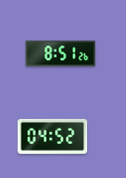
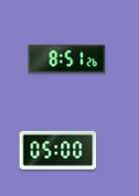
clock at (53, 136): 04:52 -> 05:00
